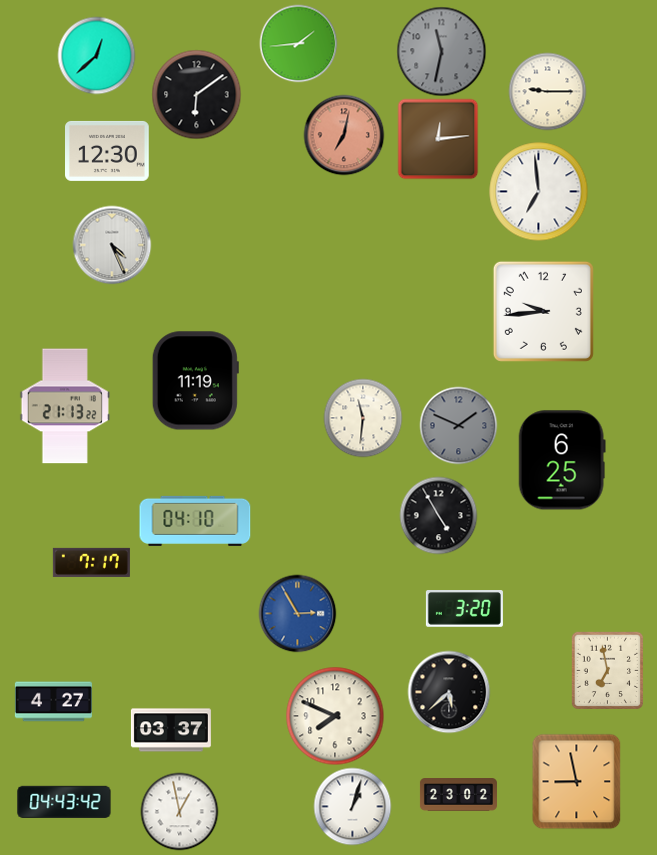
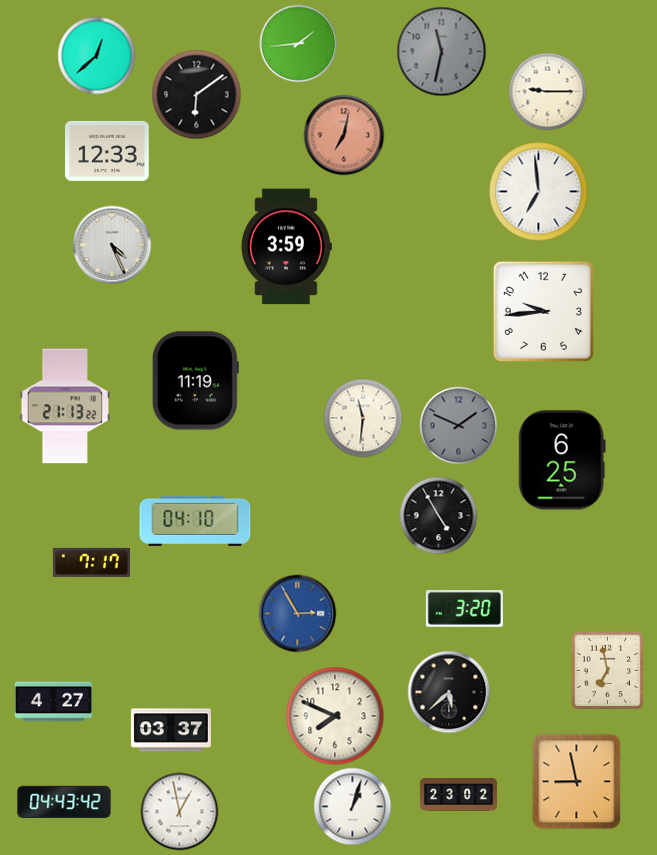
clock at (438, 139): 12:14 -> none
clock at (108, 151): 12:30 -> 12:33
clock at (286, 247): none -> 3:59
